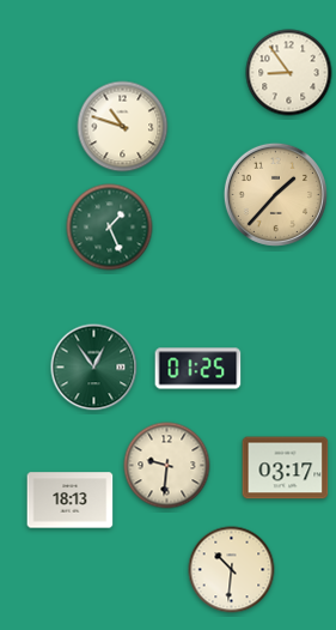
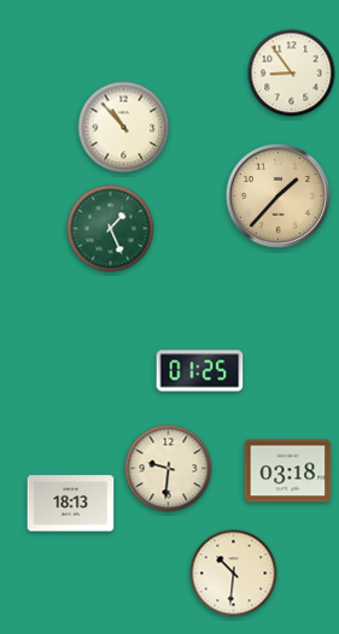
clock at (123, 127): 10:48 -> 10:53
clock at (94, 368): 12:54 -> none
clock at (286, 468): 03:17 -> 03:18
